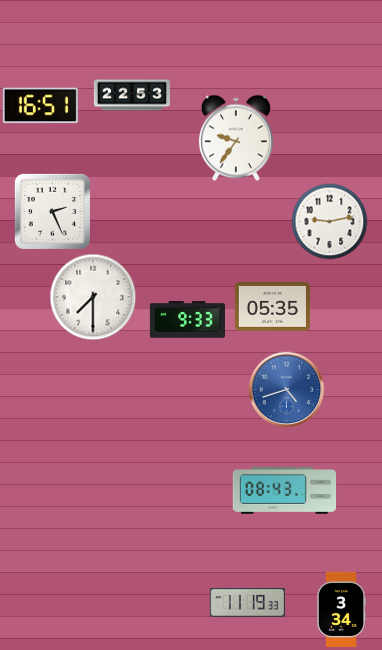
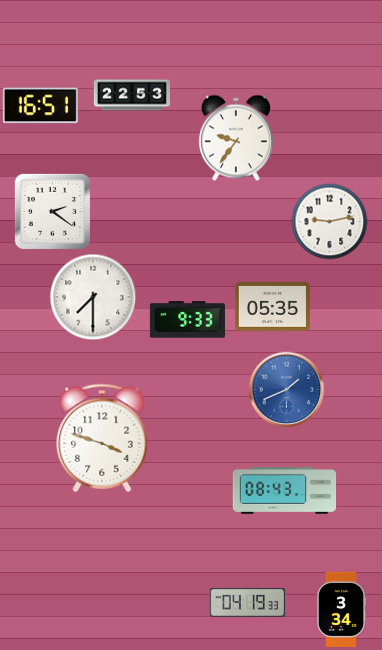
clock at (52, 211): 2:26 -> 2:21
clock at (287, 390): 4:42 -> 1:41
clock at (102, 438): none -> 3:48
clock at (247, 603): 11:19 -> 04:19
